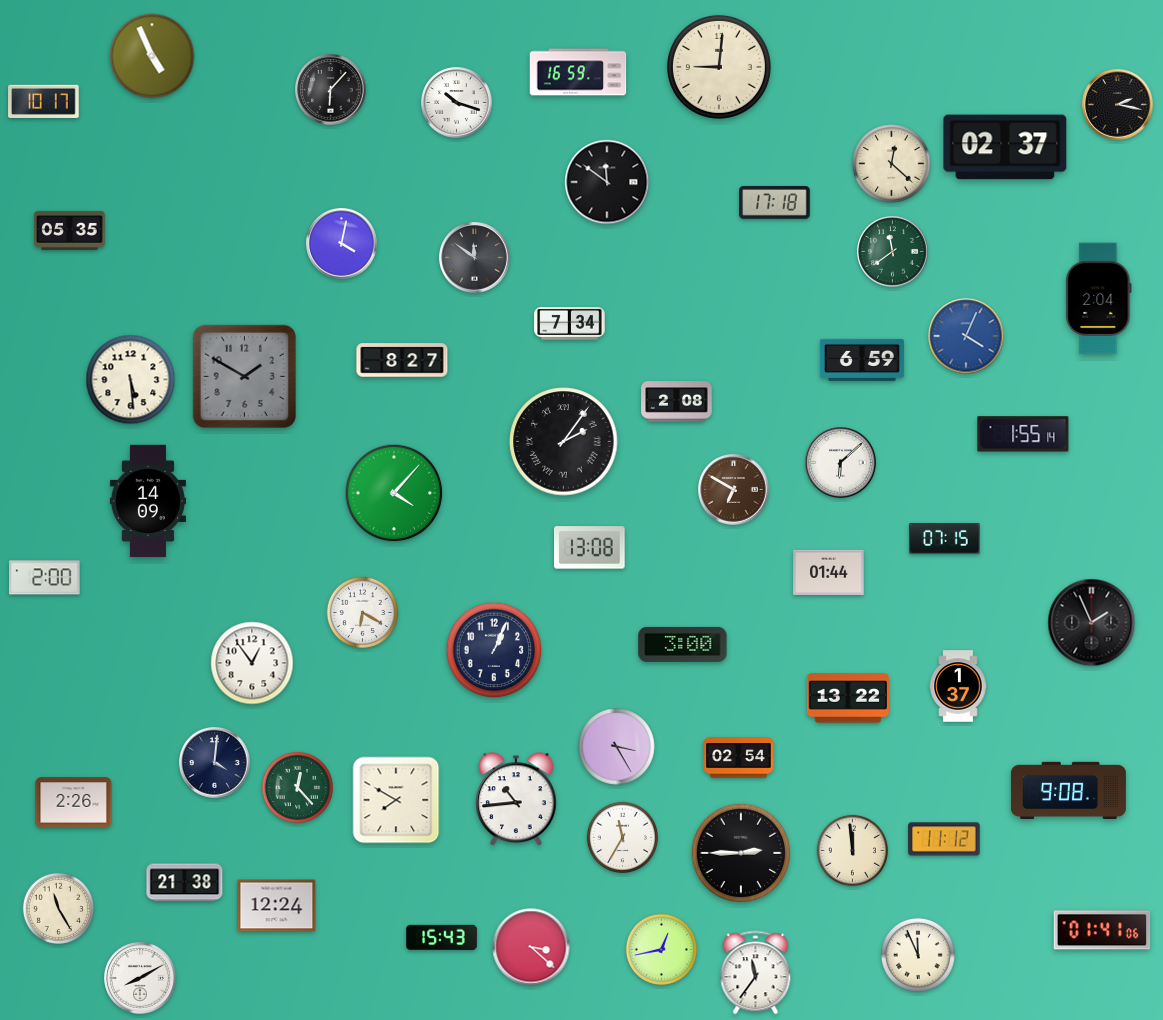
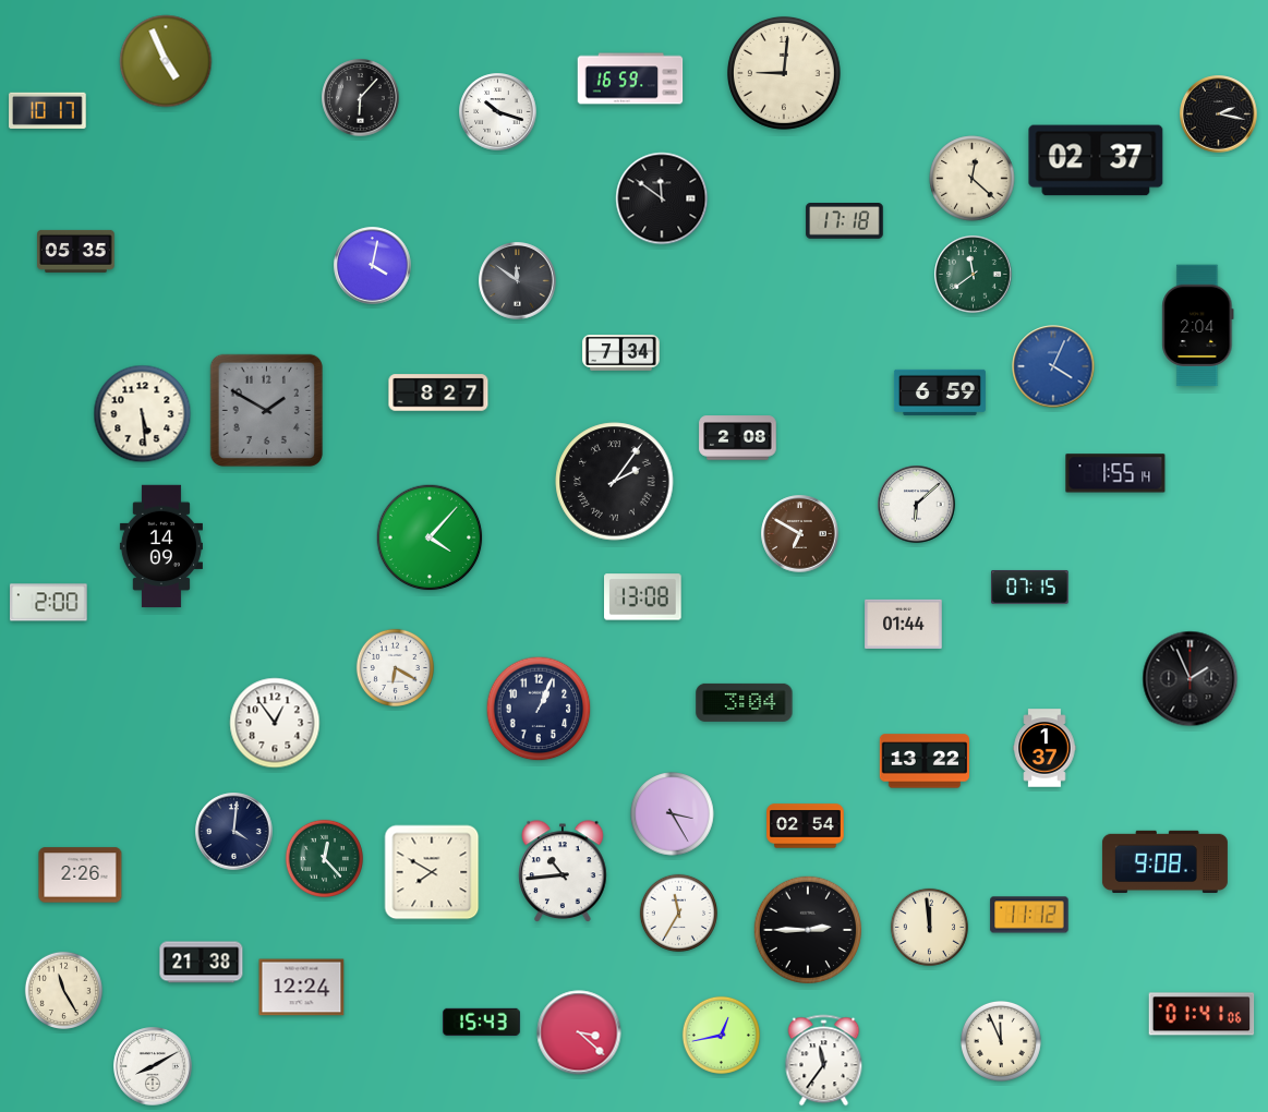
clock at (45, 578) position: (45, 578) -> (49, 603)
clock at (683, 644): 3:00 -> 3:04
